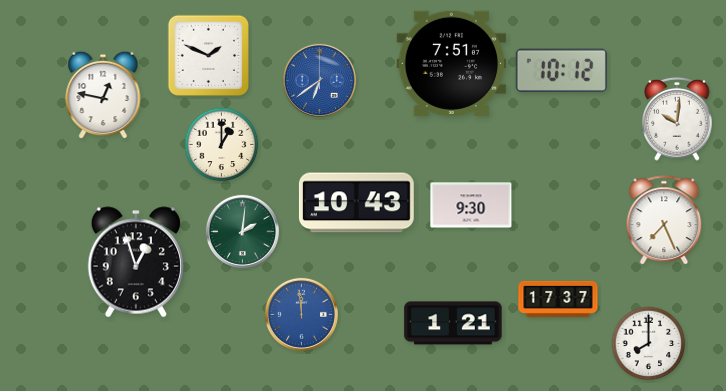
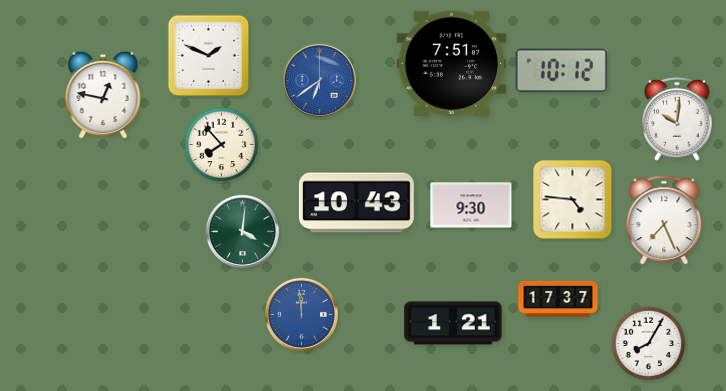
clock at (222, 145): 1:00 -> 7:53
clock at (573, 200): none -> 4:46
clock at (242, 231): 2:01 -> 4:01
clock at (135, 262): 12:57 -> none
clock at (649, 344): 8:00 -> 8:05
